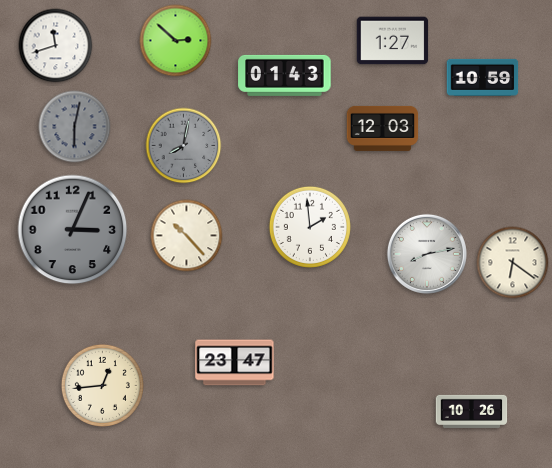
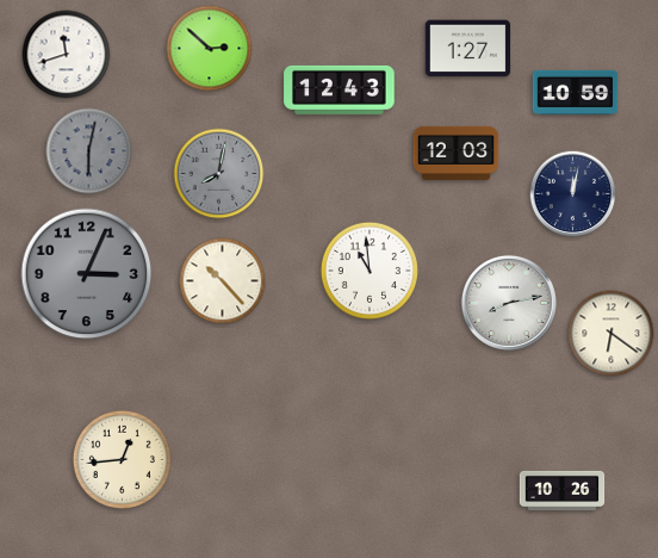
clock at (285, 75): 01:43 -> 12:43
clock at (573, 194): none -> 12:02
clock at (310, 227): 1:59 -> 10:59
clock at (513, 263) position: (513, 263) -> (612, 334)
clock at (235, 363): 23:47 -> none
